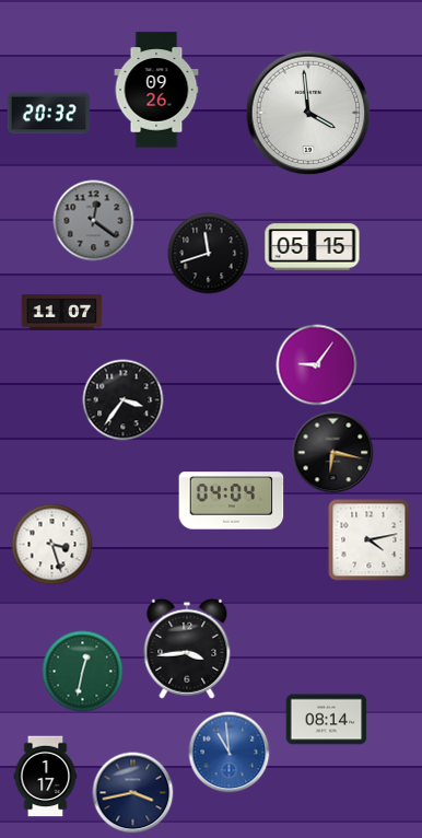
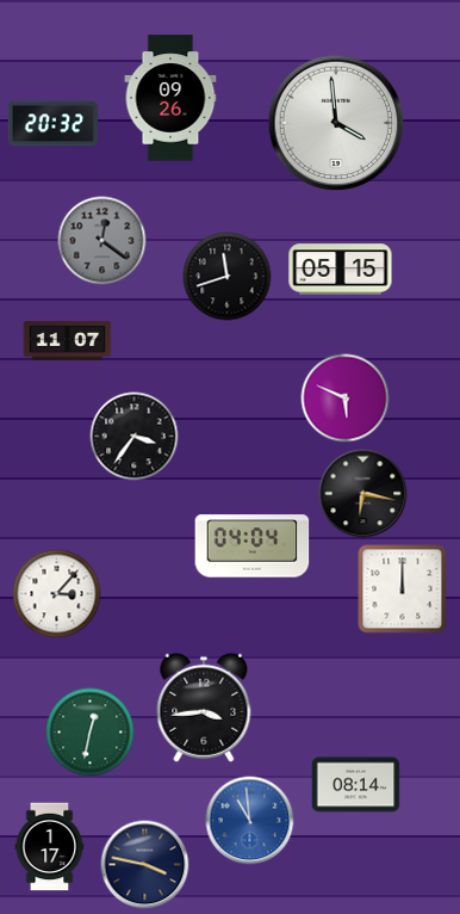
clock at (317, 365): 9:06 -> 5:49
clock at (370, 540): 4:13 -> 12:00
clock at (52, 545): 3:27 -> 3:07
clock at (133, 793): 3:43 -> 3:47
